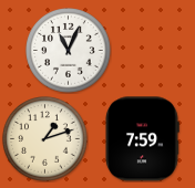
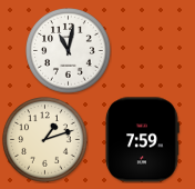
clock at (69, 51): 11:04 -> 11:02
